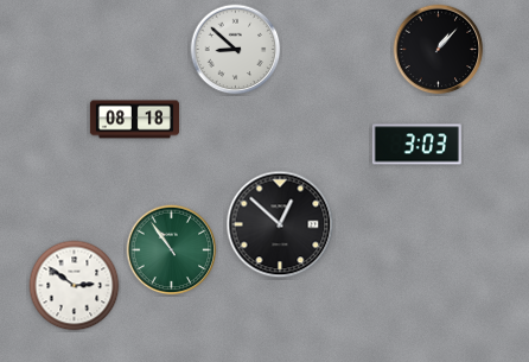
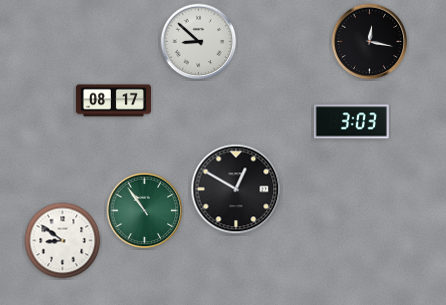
clock at (439, 50): 1:07 -> 12:17
clock at (134, 120): 08:18 -> 08:17
clock at (280, 224): 12:52 -> 12:50
clock at (75, 286): 2:51 -> 8:51
